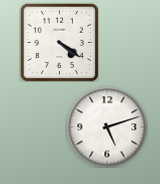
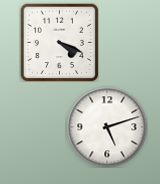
clock at (59, 42): 4:21 -> 4:19
